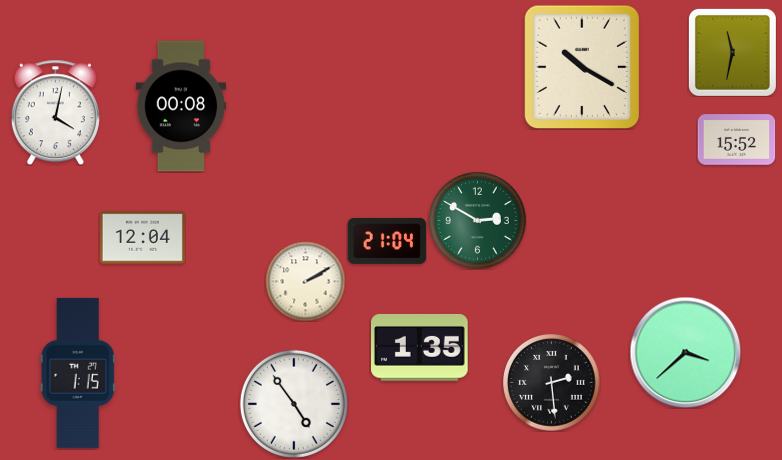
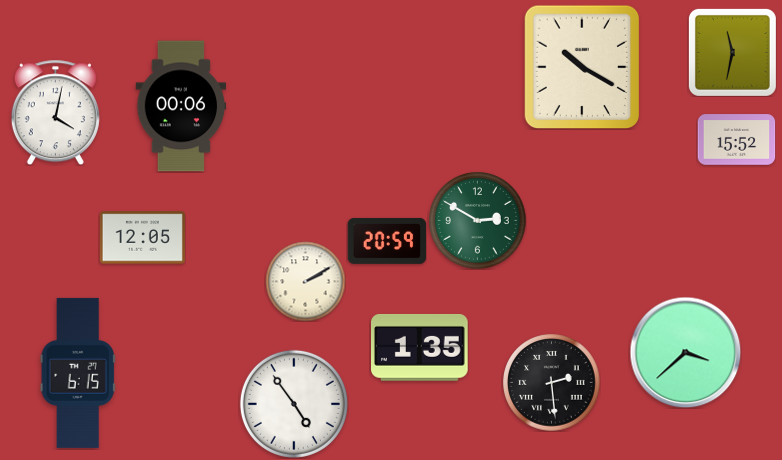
clock at (181, 106): 00:08 -> 00:06
clock at (142, 238): 12:04 -> 12:05
clock at (387, 241): 21:04 -> 20:59
clock at (78, 373): 1:15 -> 6:15
